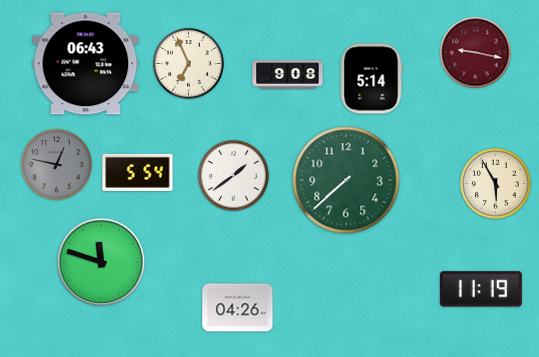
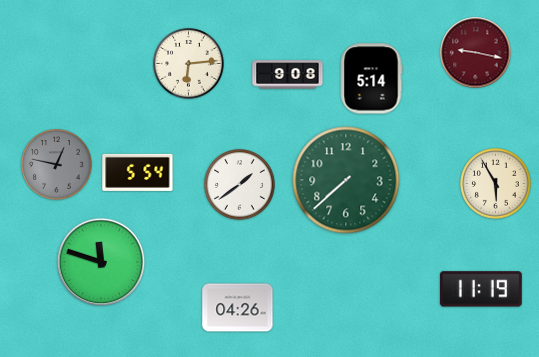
clock at (86, 64): 06:43 -> none
clock at (189, 64): 6:56 -> 6:14
clock at (234, 176) position: (234, 176) -> (240, 185)
